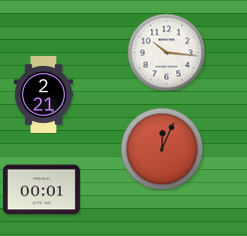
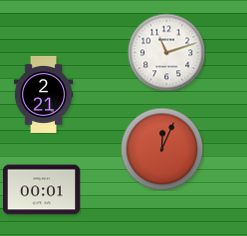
clock at (166, 52): 10:16 -> 11:12
